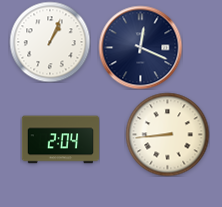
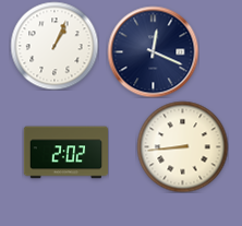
clock at (60, 140): 2:04 -> 2:02
